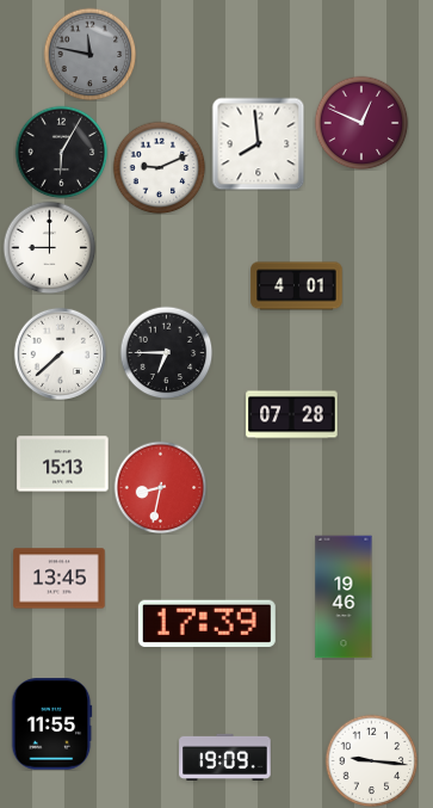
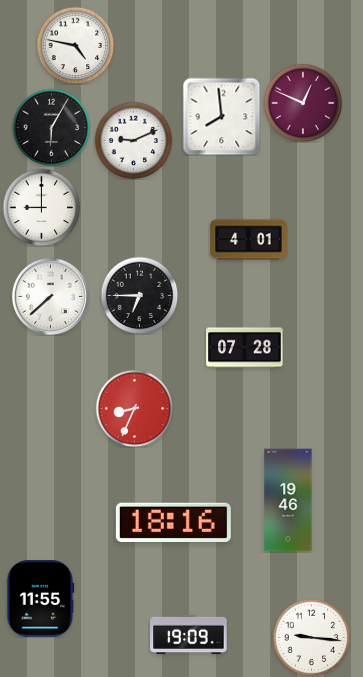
clock at (89, 54): 11:47 -> 4:47
clock at (89, 54) dial: grey -> white
clock at (258, 143) position: (258, 143) -> (221, 116)
clock at (63, 464): 15:13 -> none
clock at (160, 487): 8:32 -> 8:34
clock at (60, 579): 13:45 -> none
clock at (206, 624): 17:39 -> 18:16
clock at (52, 724) position: (52, 724) -> (41, 599)
